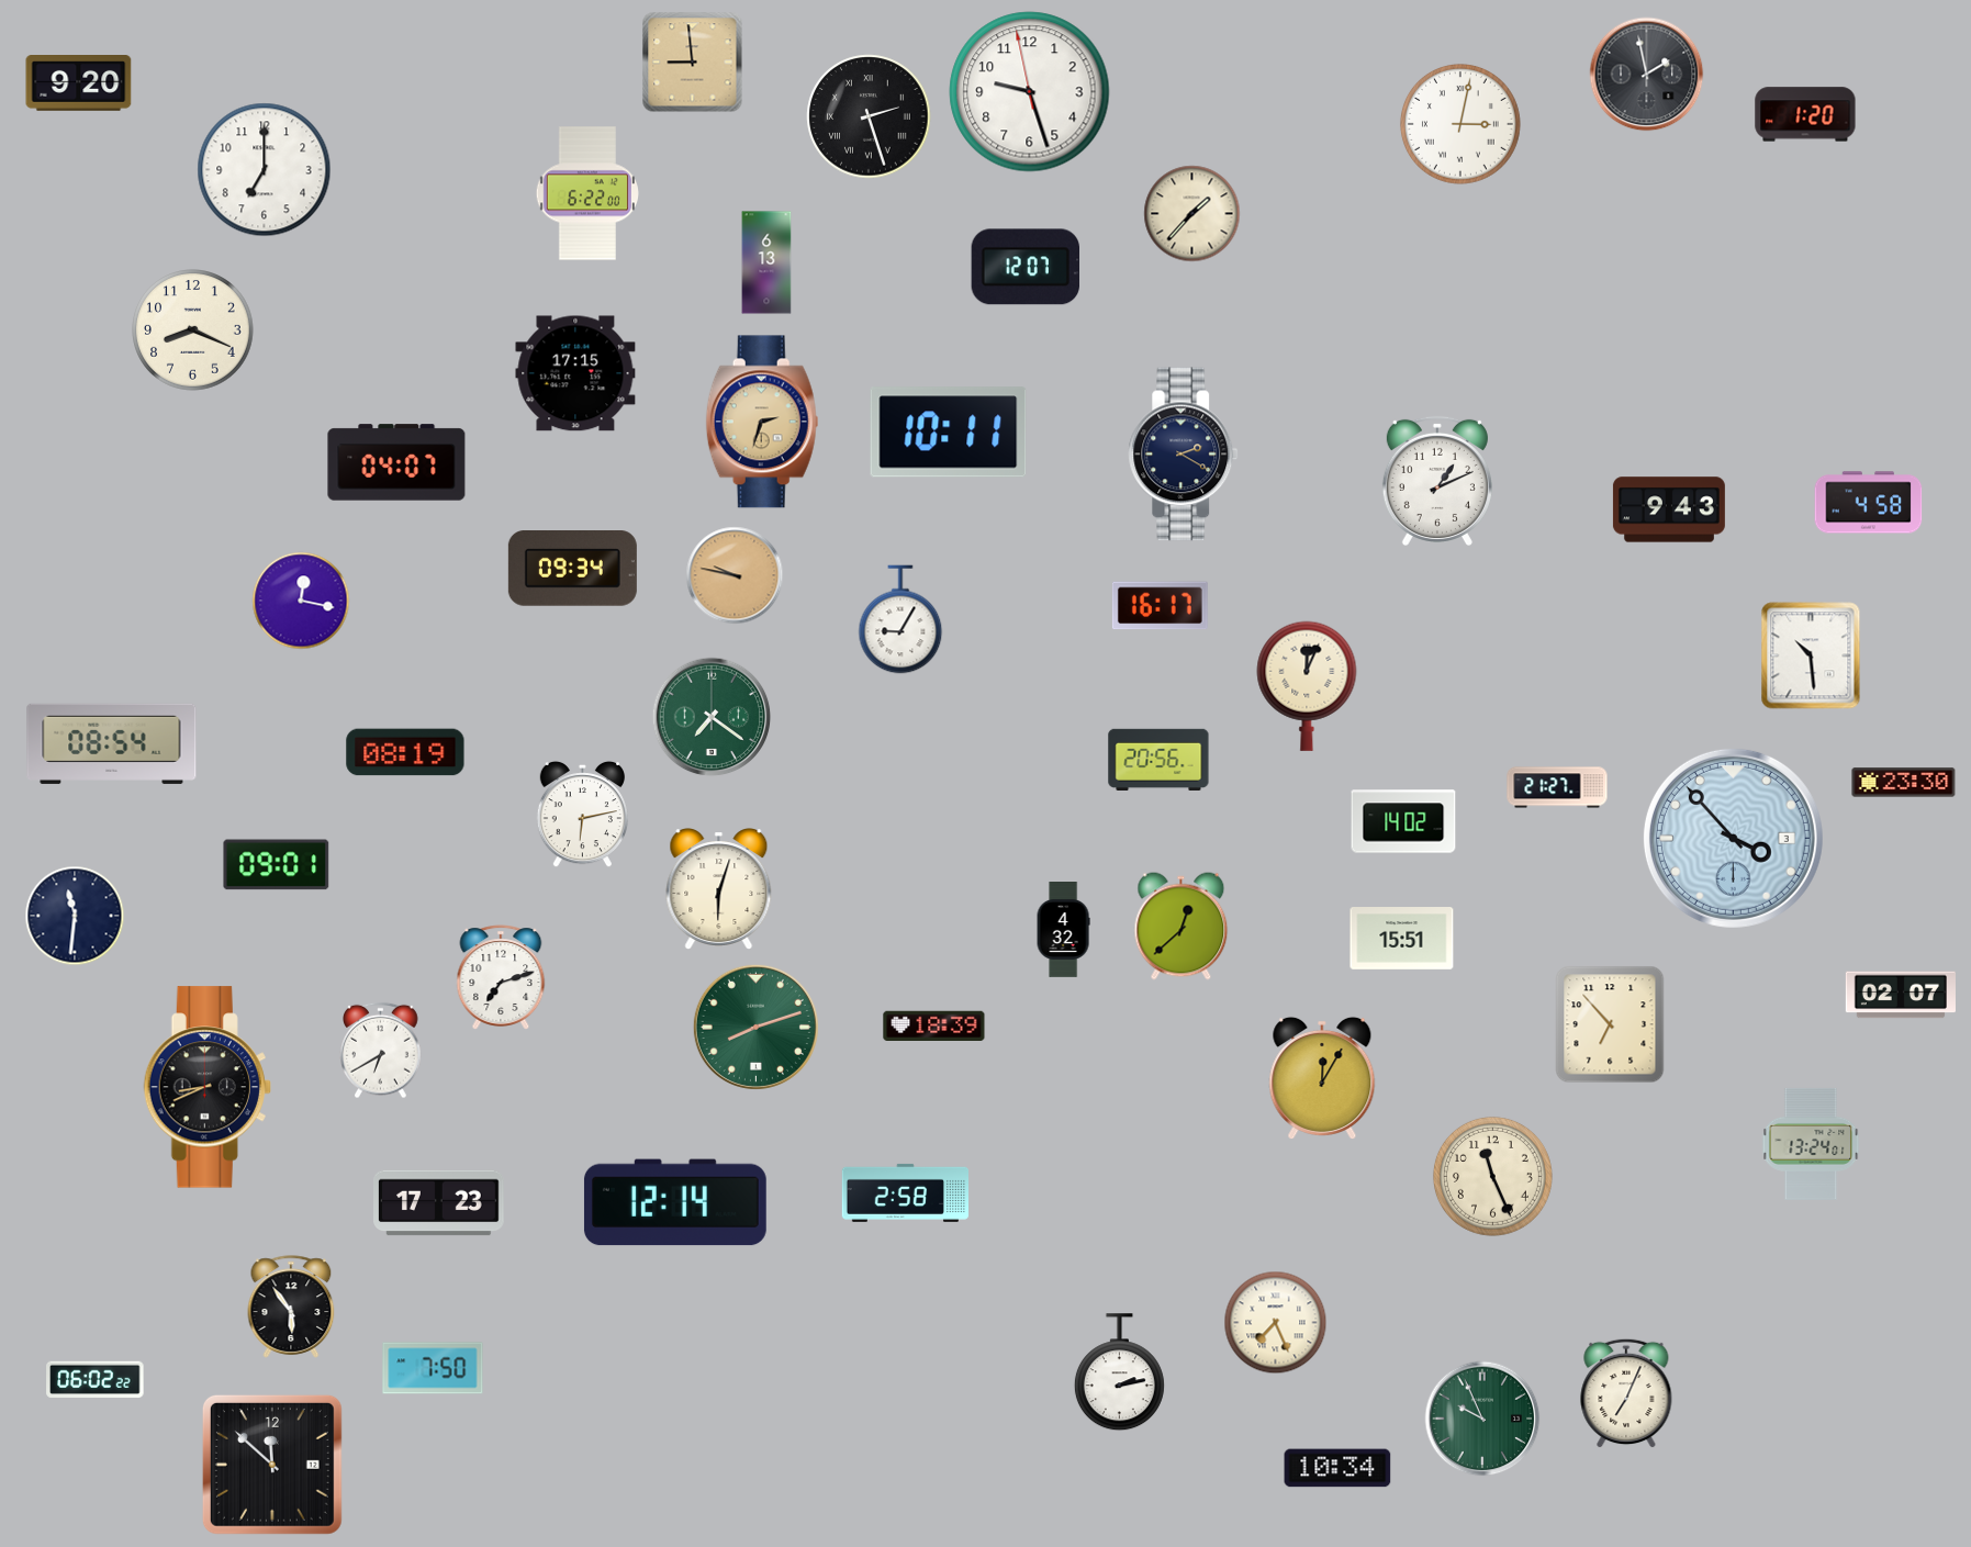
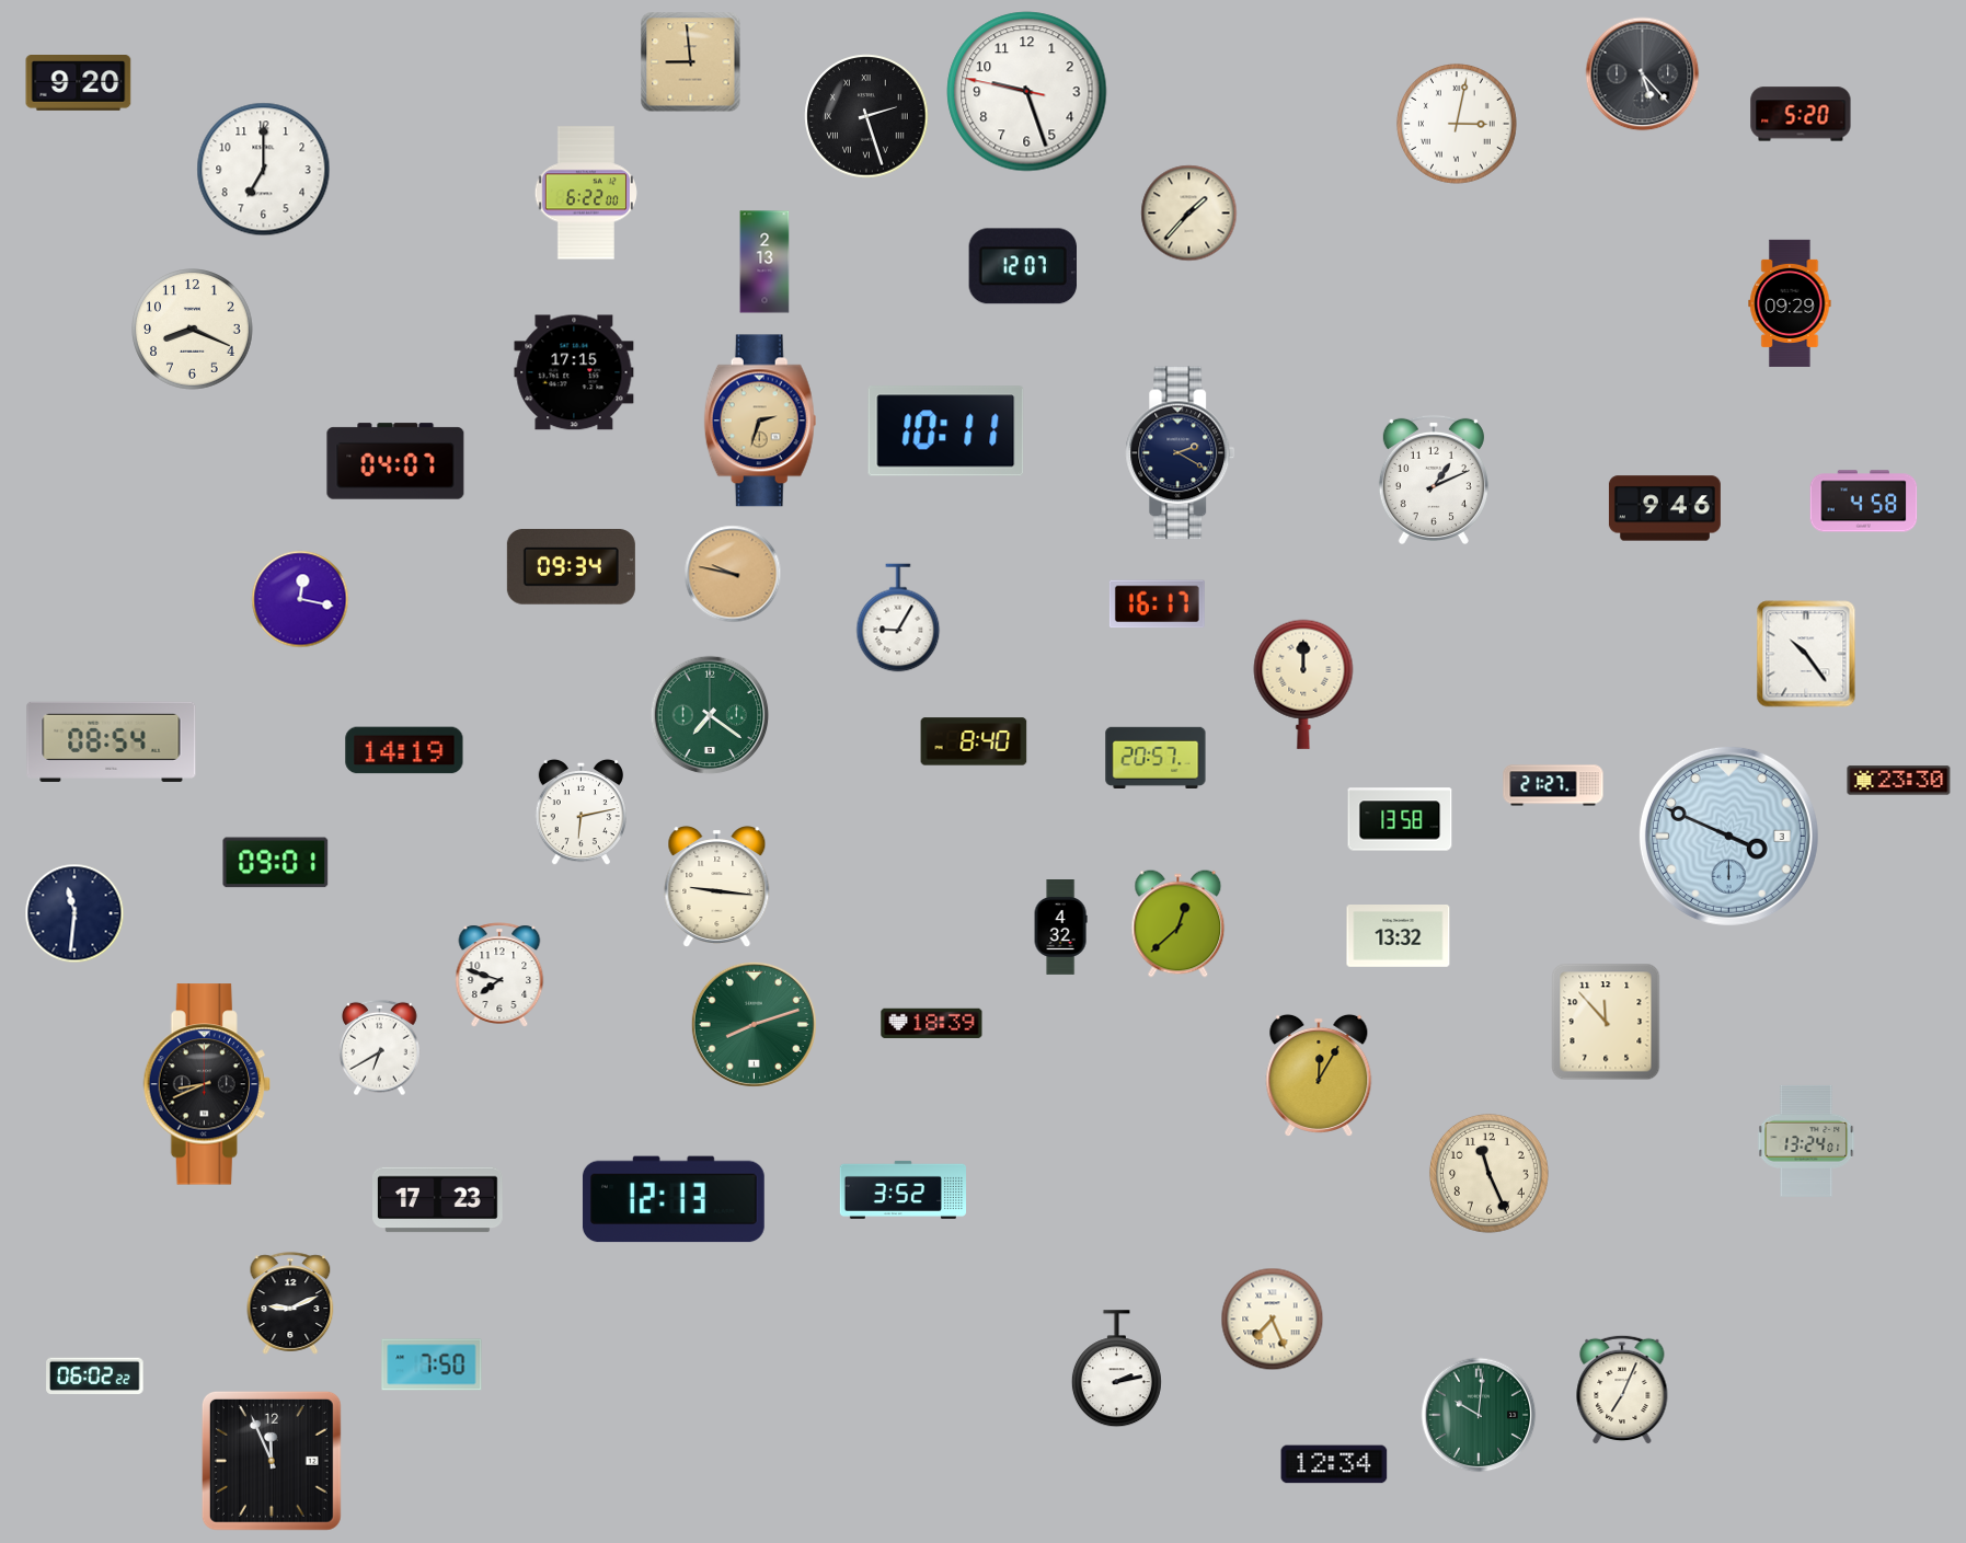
clock at (1647, 75): 1:58 -> 5:23
clock at (1030, 92): 9:26:58 -> 9:26:47
clock at (1805, 114): 1:20 -> 5:20
clock at (766, 262): 6:13 -> 2:13
clock at (1790, 303): none -> 09:29
clock at (1669, 509): 9:43 -> 9:46
clock at (1811, 655): 10:29 -> 10:24
clock at (1307, 686): 12:04 -> 12:00
clock at (974, 741): none -> 8:40
clock at (405, 752): 08:19 -> 14:19
clock at (1158, 760): 20:56 -> 20:57
clock at (1403, 821): 14:02 -> 13:58
clock at (1733, 838): 3:53 -> 3:49
clock at (719, 889): 6:03 -> 9:16
clock at (1402, 939): 15:51 -> 13:32
clock at (501, 977): 7:12 -> 7:48
clock at (1901, 995): 02:07 -> none
clock at (1610, 1024): 6:53 -> 11:53
clock at (906, 1192): 2:58 -> 3:52
clock at (675, 1202): 12:14 -> 12:13
clock at (291, 1307): 5:54 -> 9:11
clock at (1482, 1419): 9:56 -> 10:01
clock at (272, 1465): 11:52 -> 11:56
clock at (1337, 1468): 10:34 -> 12:34
